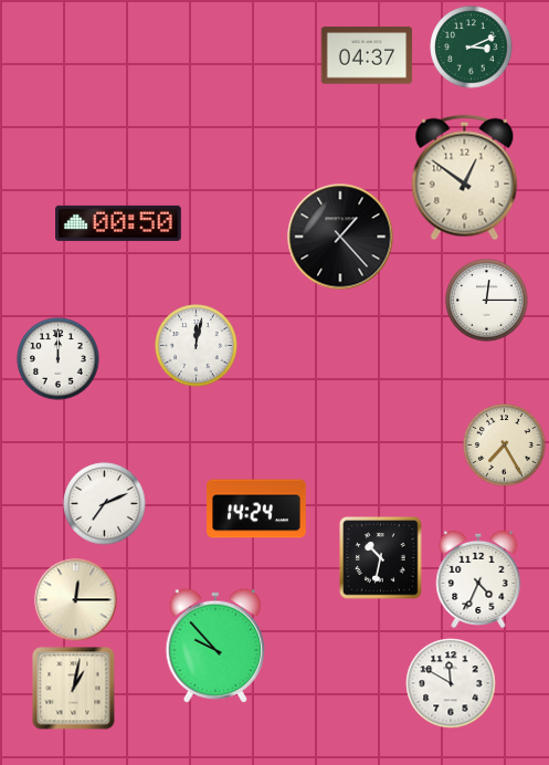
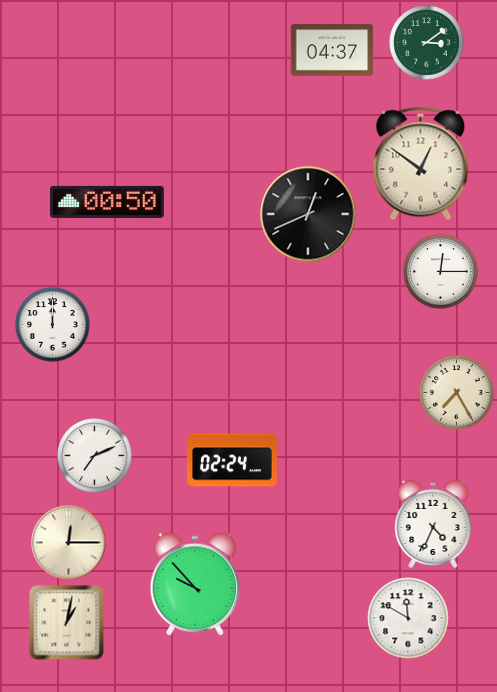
clock at (472, 48): 3:11 -> 3:09
clock at (465, 178) position: (465, 178) -> (421, 164)
clock at (340, 237): 1:23 -> 12:41
clock at (197, 346): 12:02 -> none
clock at (505, 446) position: (505, 446) -> (457, 393)
clock at (256, 509): 14:24 -> 02:24
clock at (381, 558): 10:32 -> none
